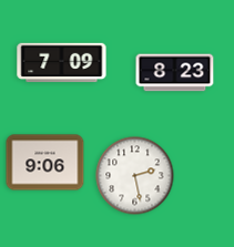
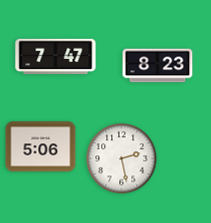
clock at (62, 63): 7:09 -> 7:47
clock at (45, 163): 9:06 -> 5:06
